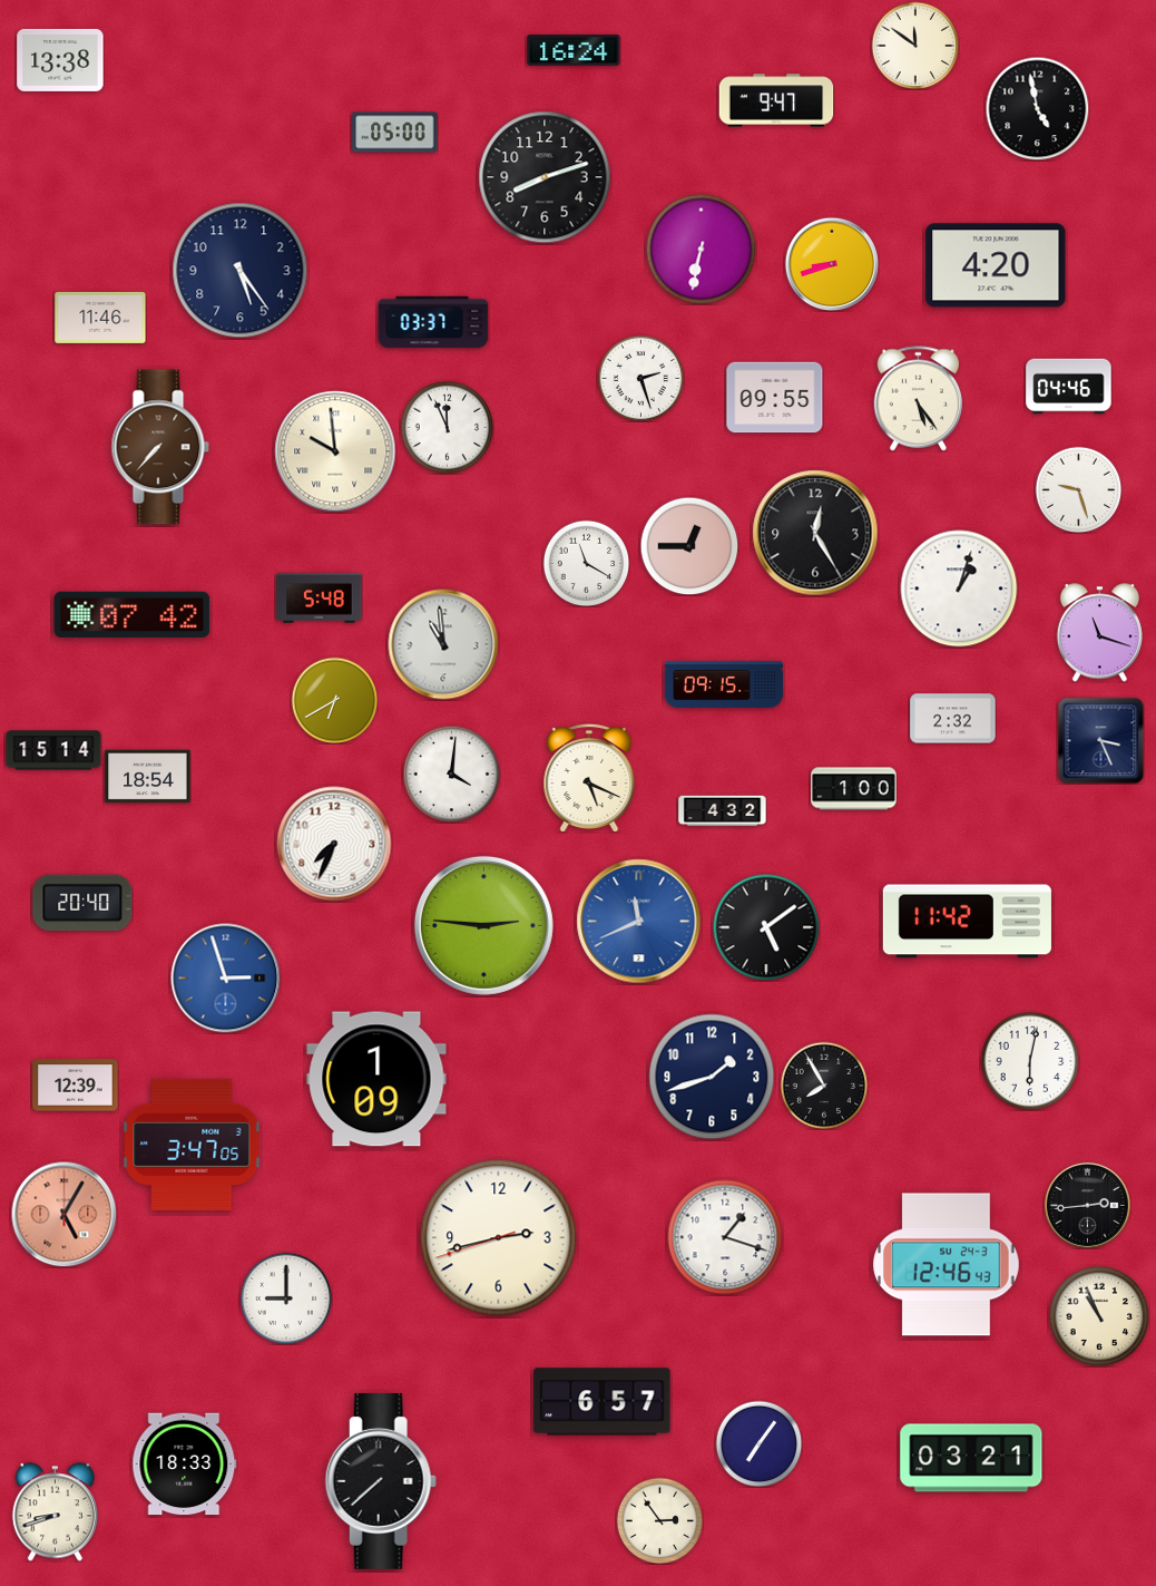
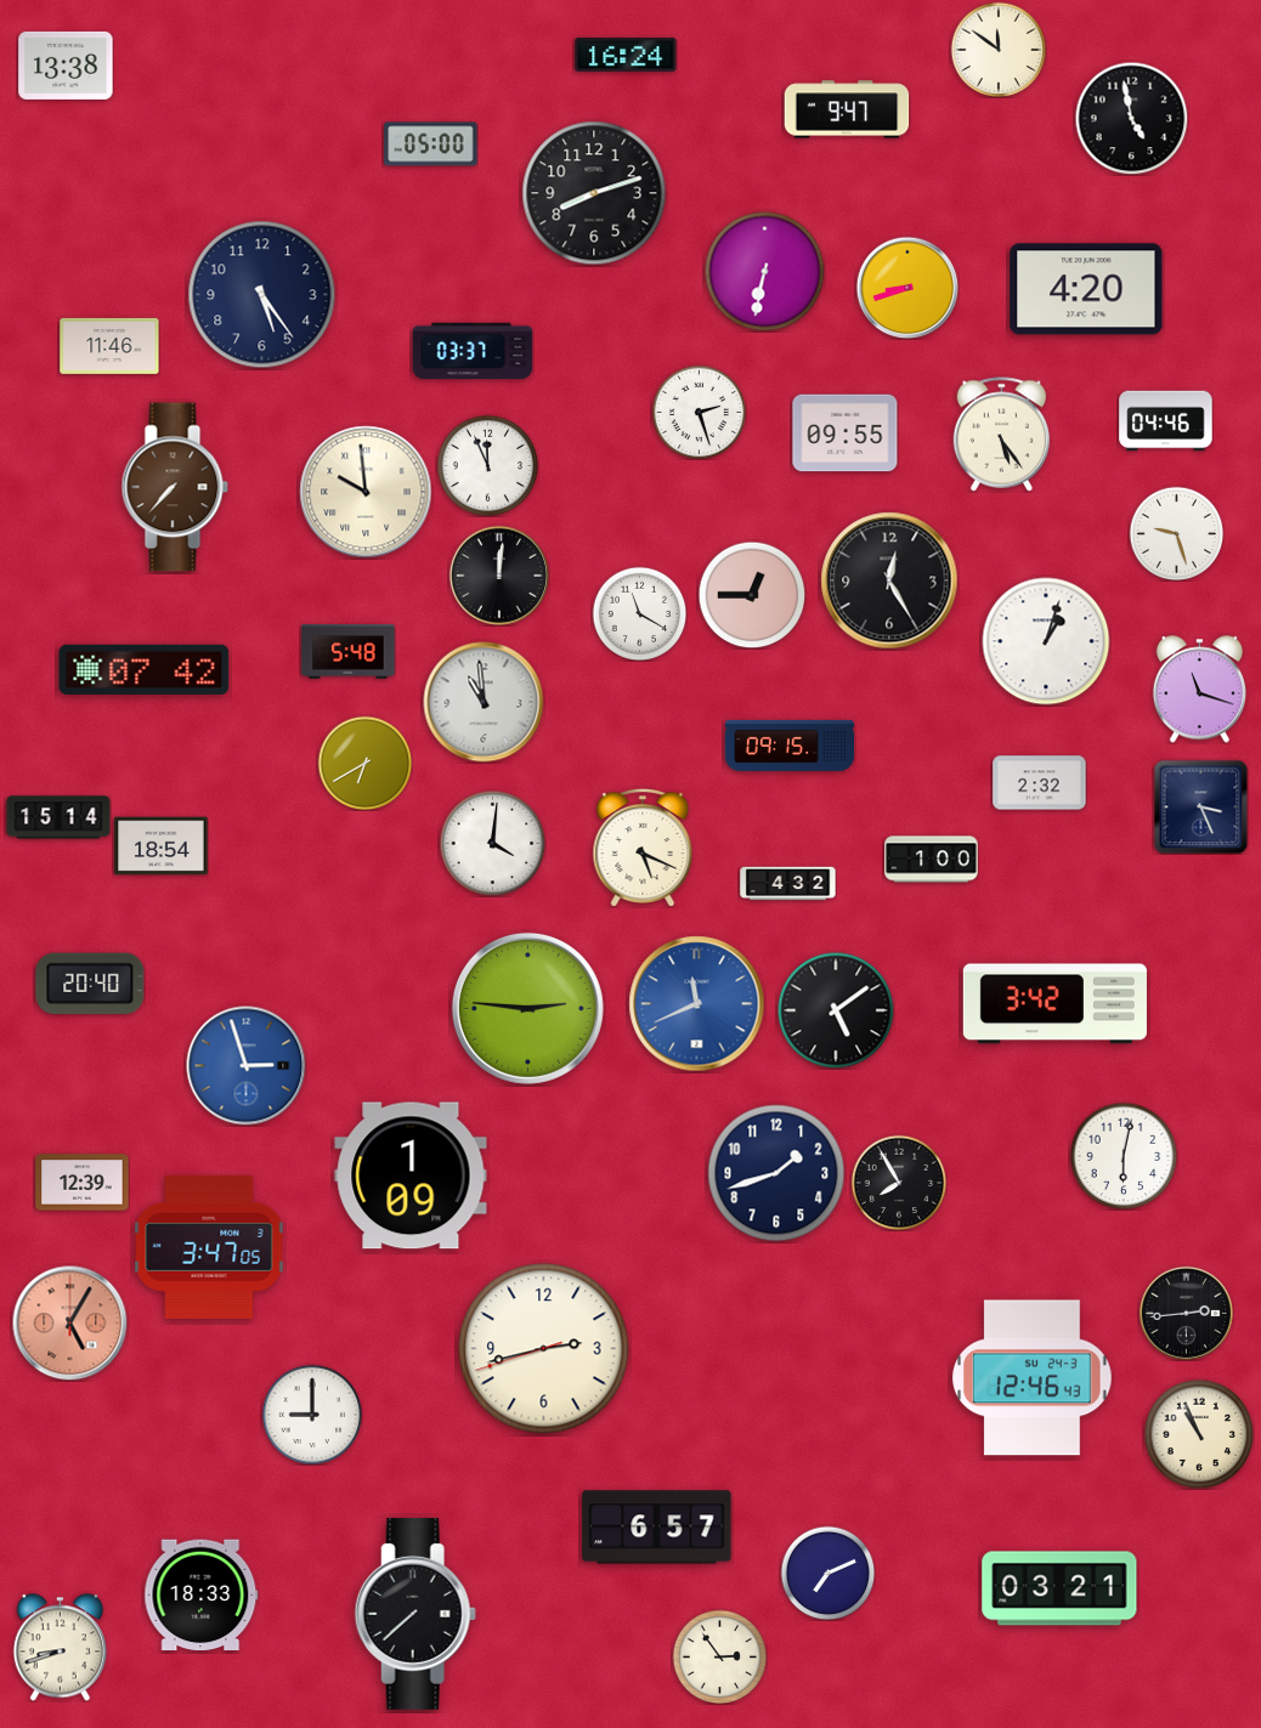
clock at (498, 574): none -> 12:01
clock at (334, 844): 7:34 -> none
clock at (967, 922): 11:42 -> 3:42
clock at (725, 1237): 1:18 -> none
clock at (758, 1443): 7:06 -> 7:11
